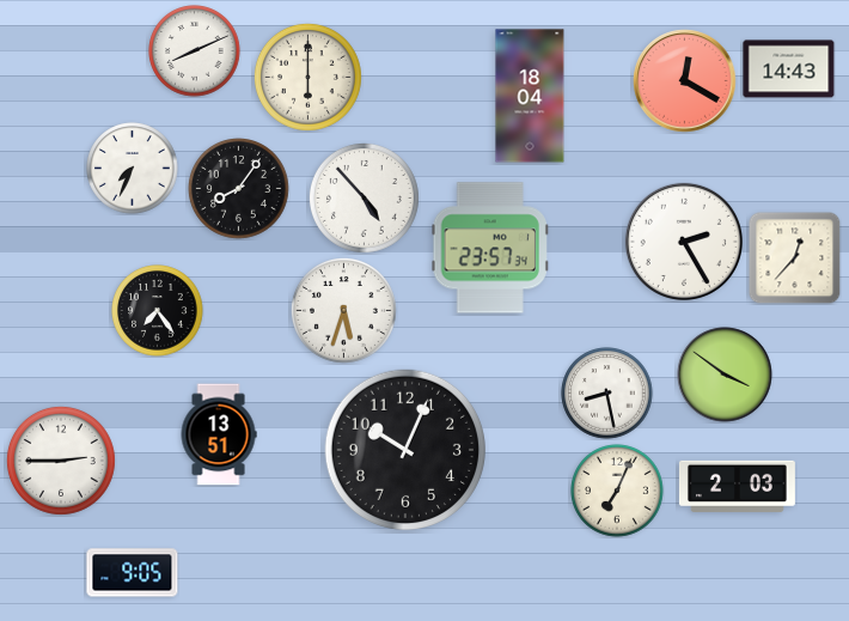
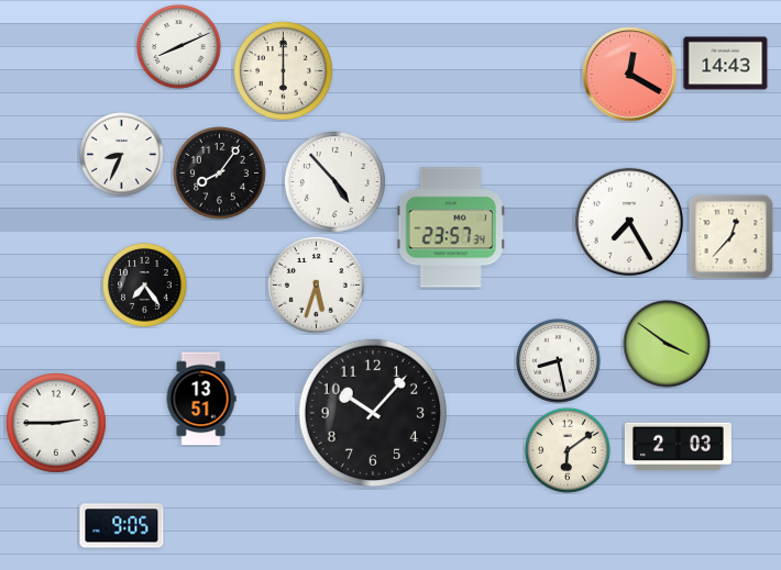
clock at (530, 96): 18:04 -> none
clock at (133, 169): 7:34 -> 8:34
clock at (684, 242): 2:25 -> 7:25
clock at (404, 449): 10:04 -> 10:07
clock at (617, 491): 7:04 -> 6:09
